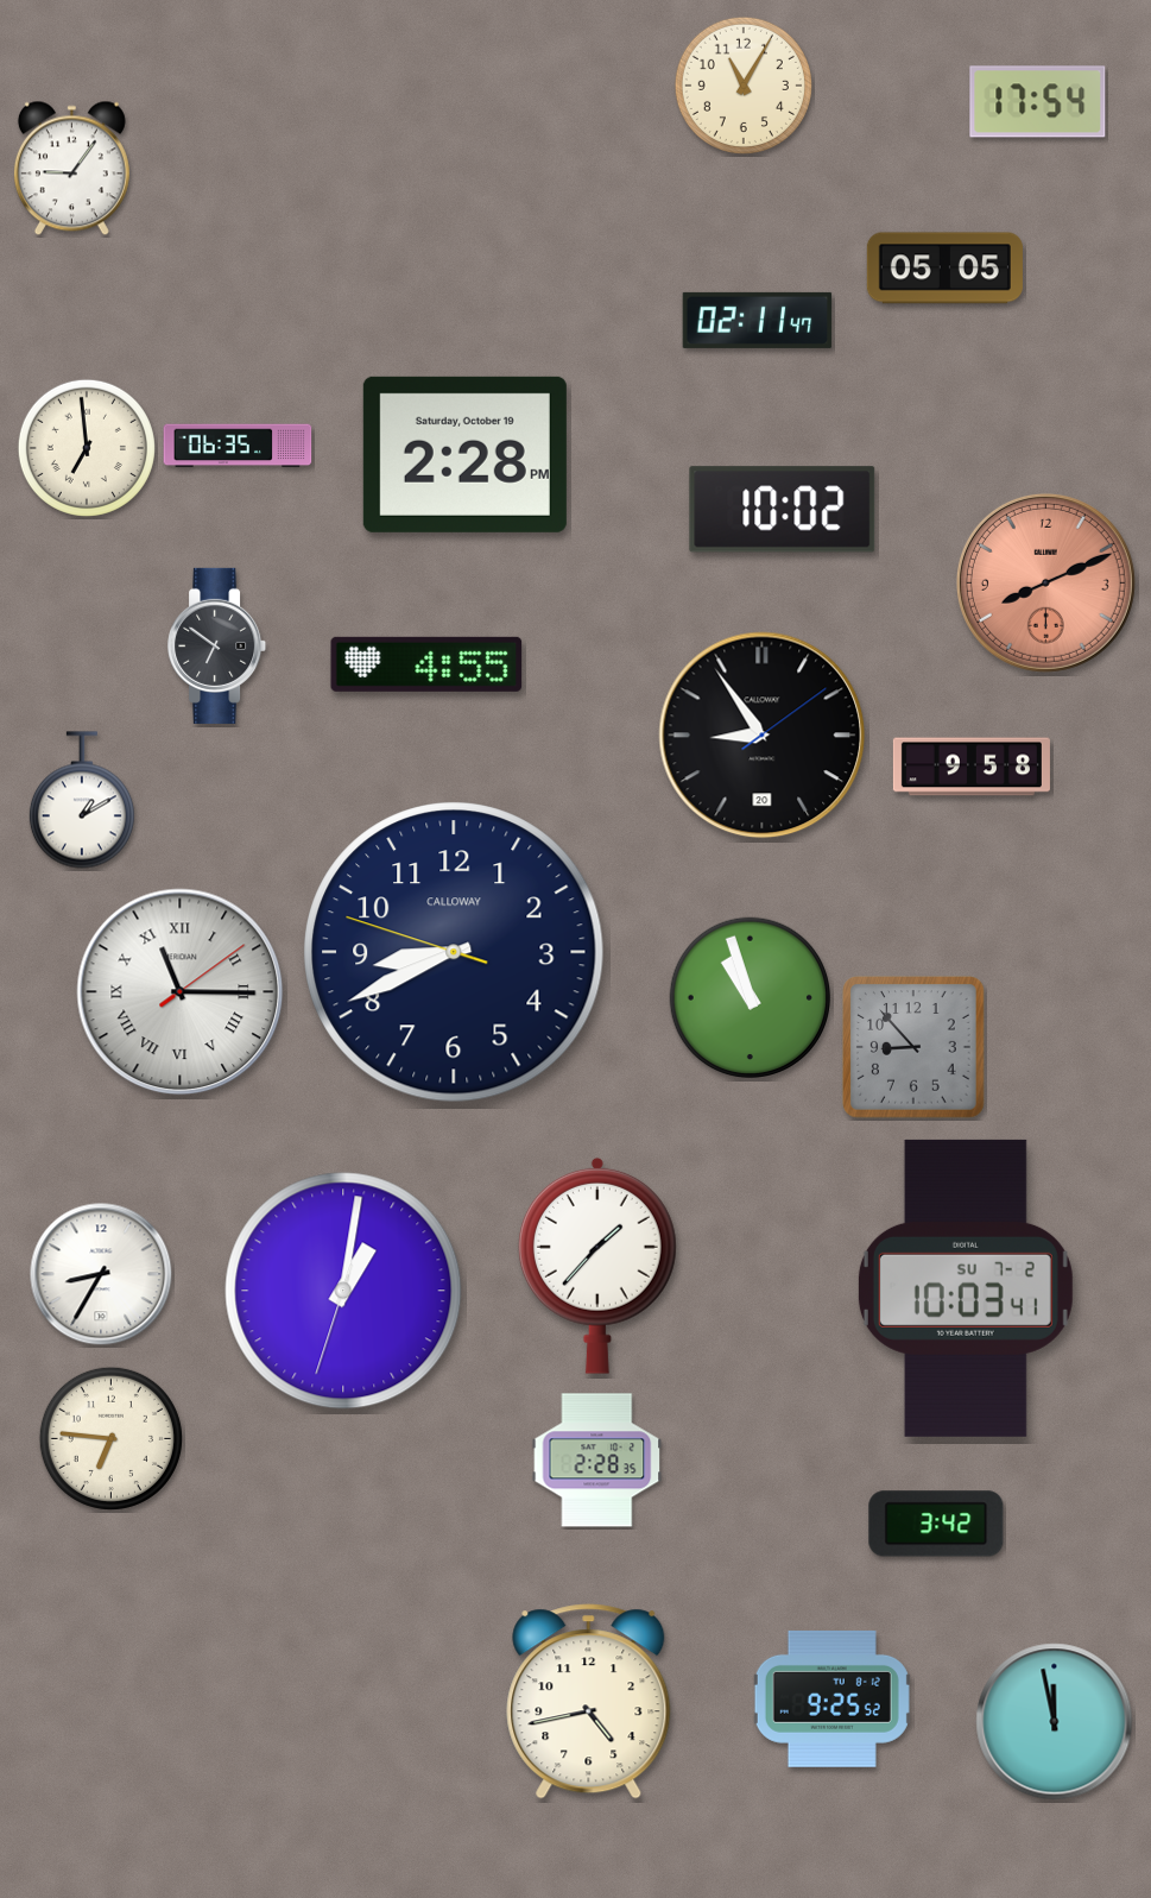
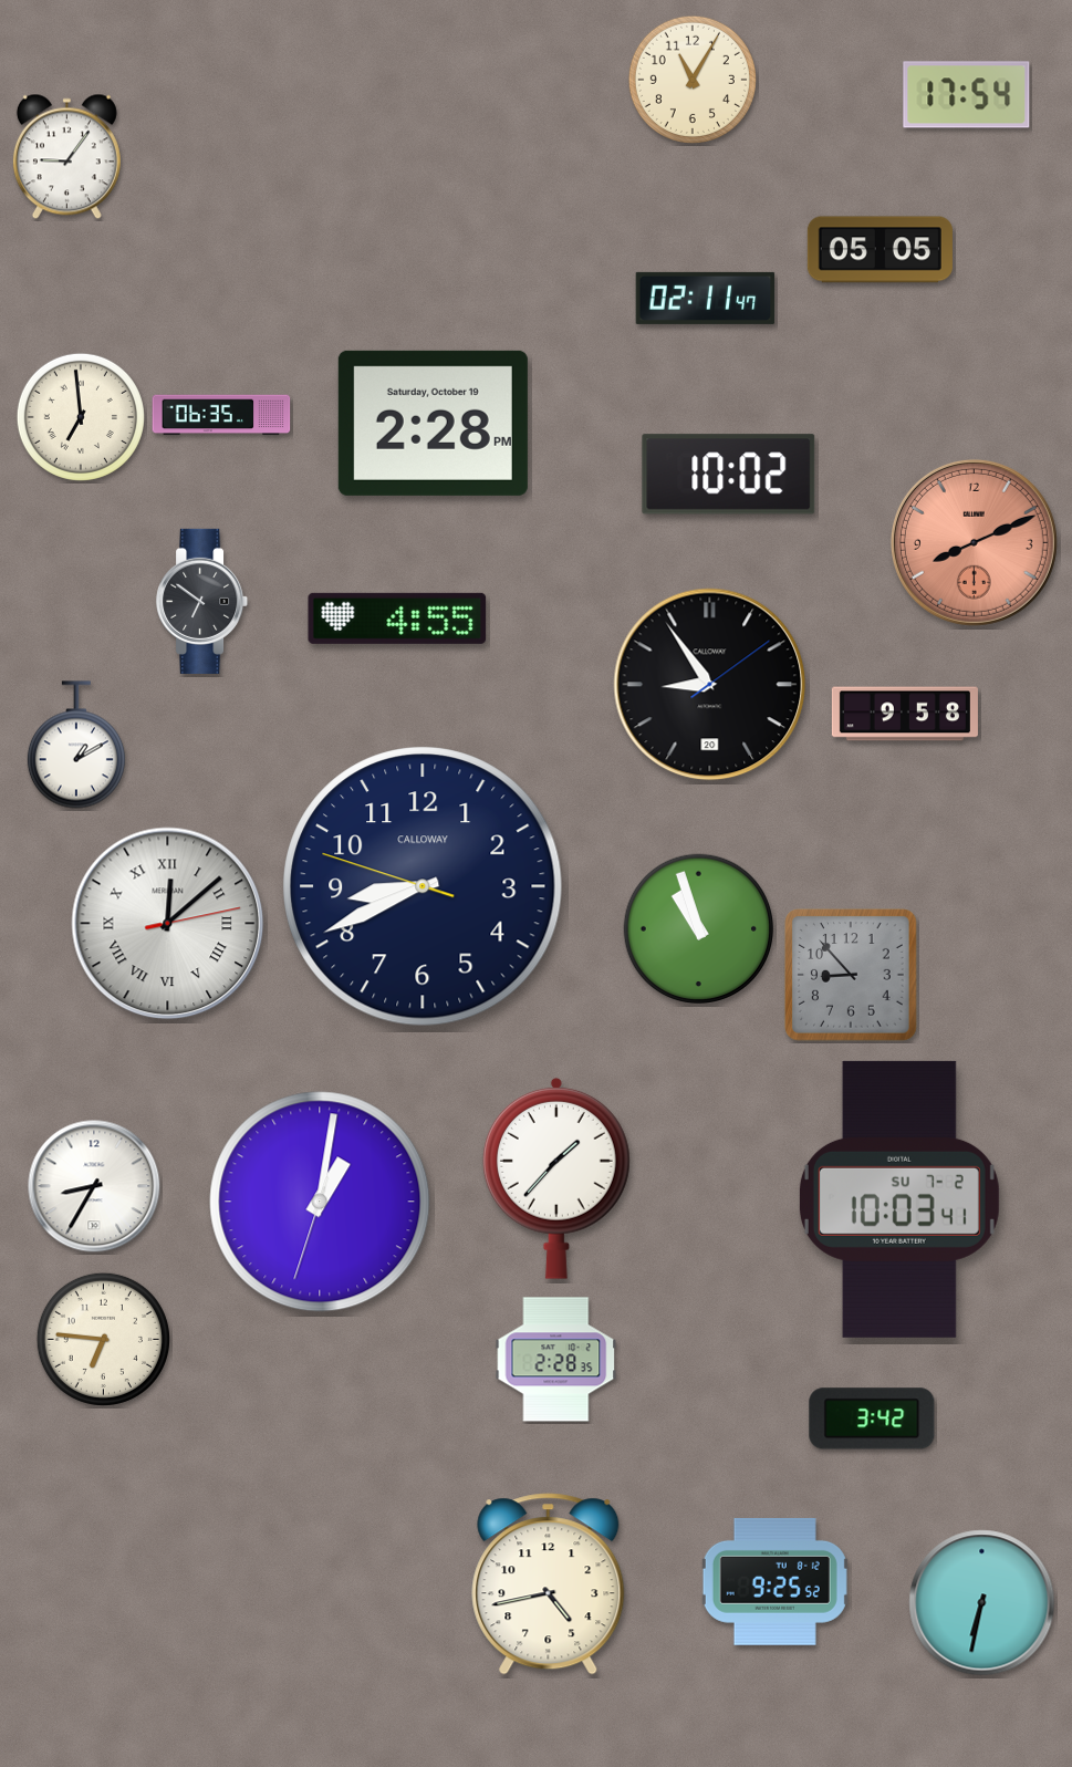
clock at (181, 992): 11:15 -> 12:08
clock at (1055, 1722): 11:58 -> 6:32
